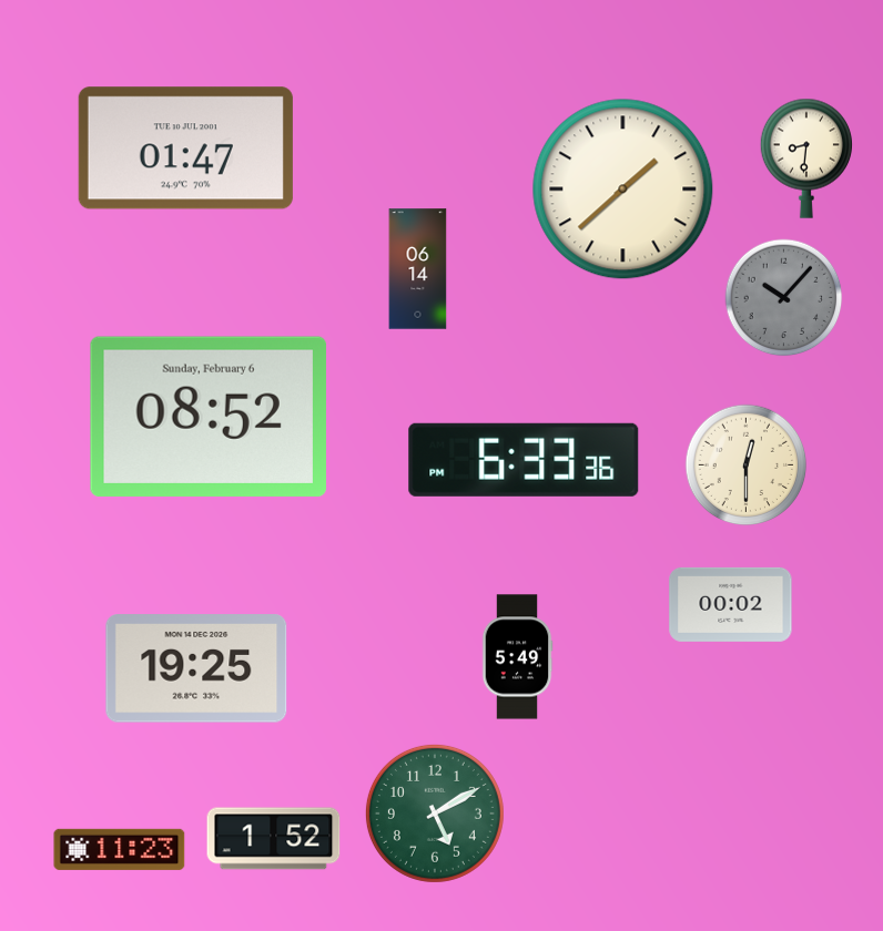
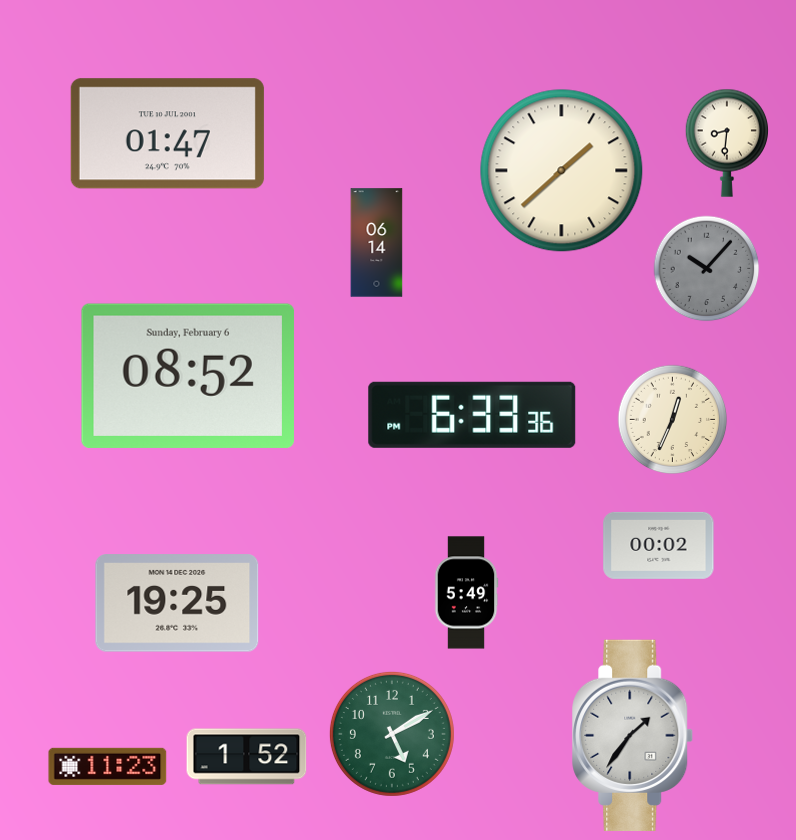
clock at (747, 465): 12:30 -> 12:34
clock at (633, 735): none -> 1:36
